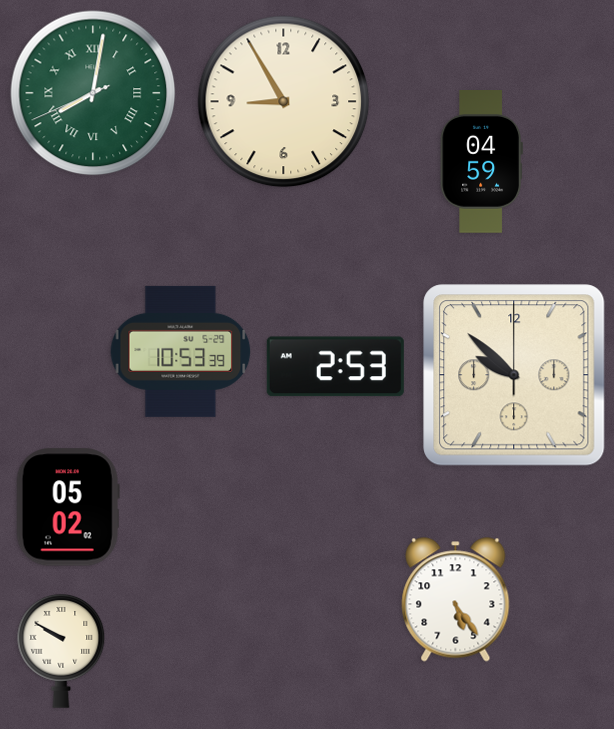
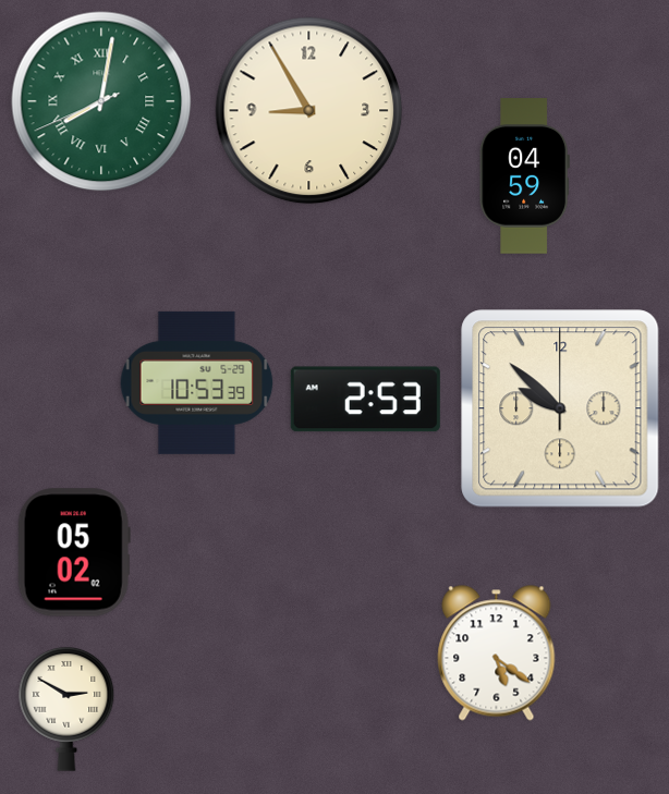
clock at (456, 600): 5:24 -> 5:21
clock at (61, 652): 9:50 -> 2:50
